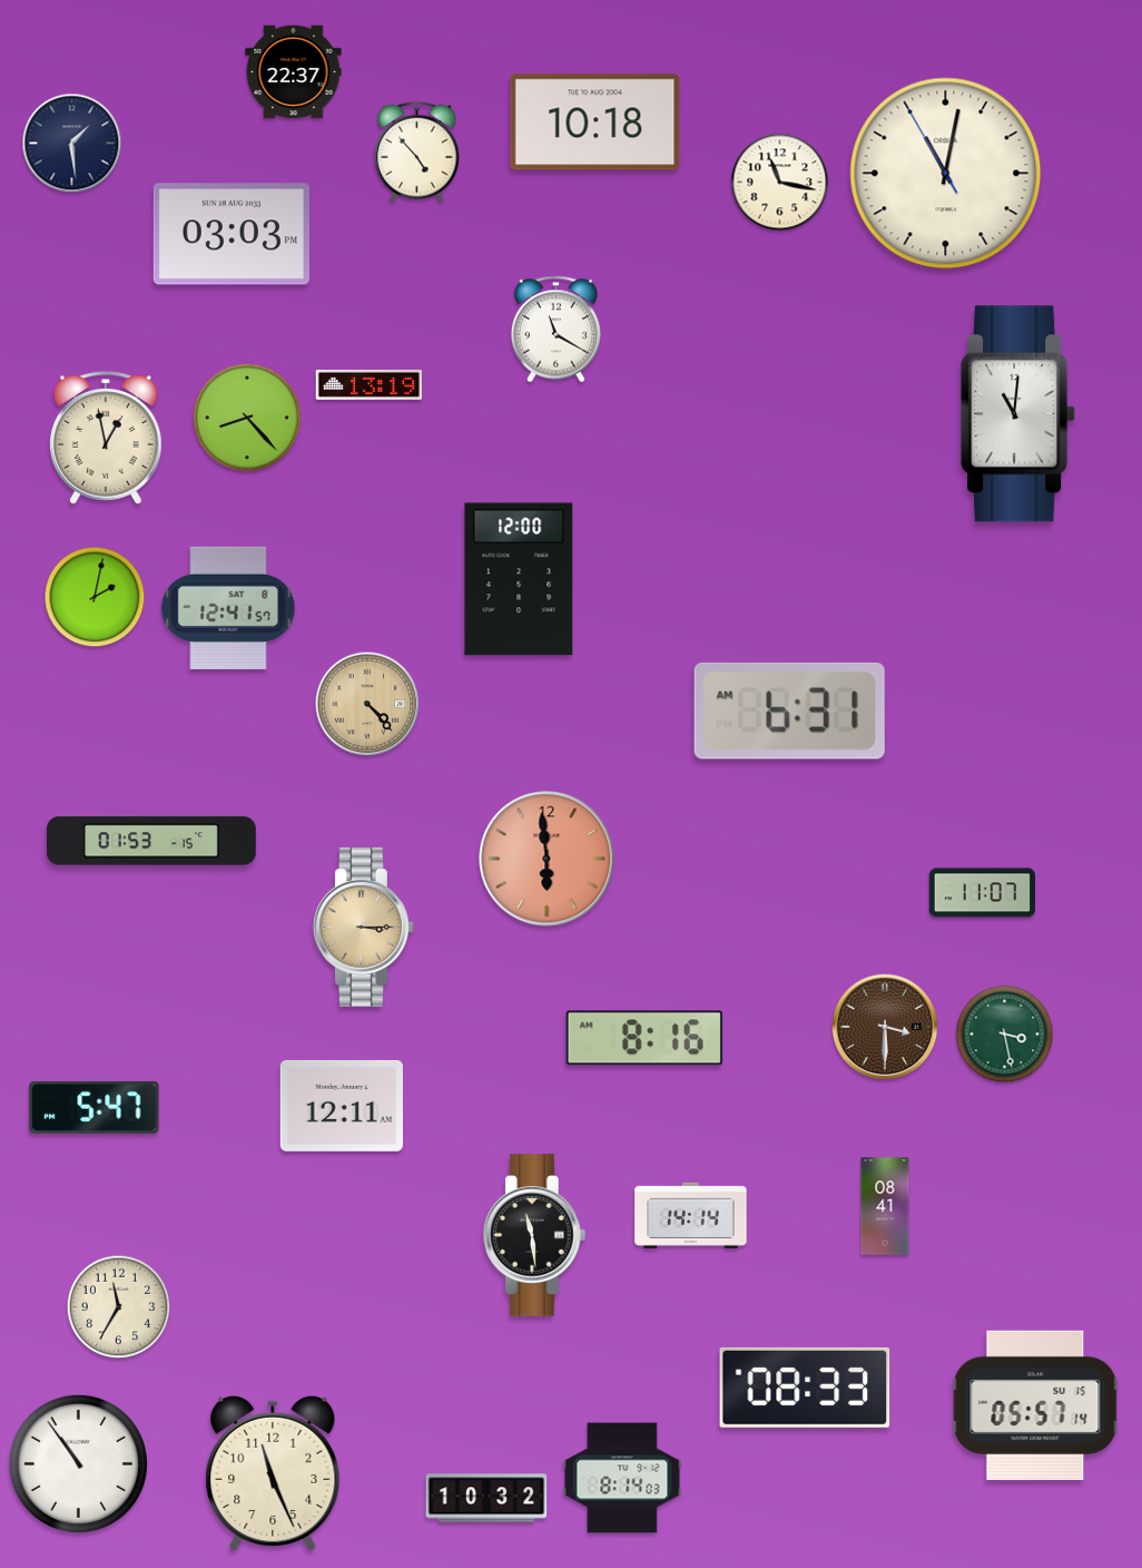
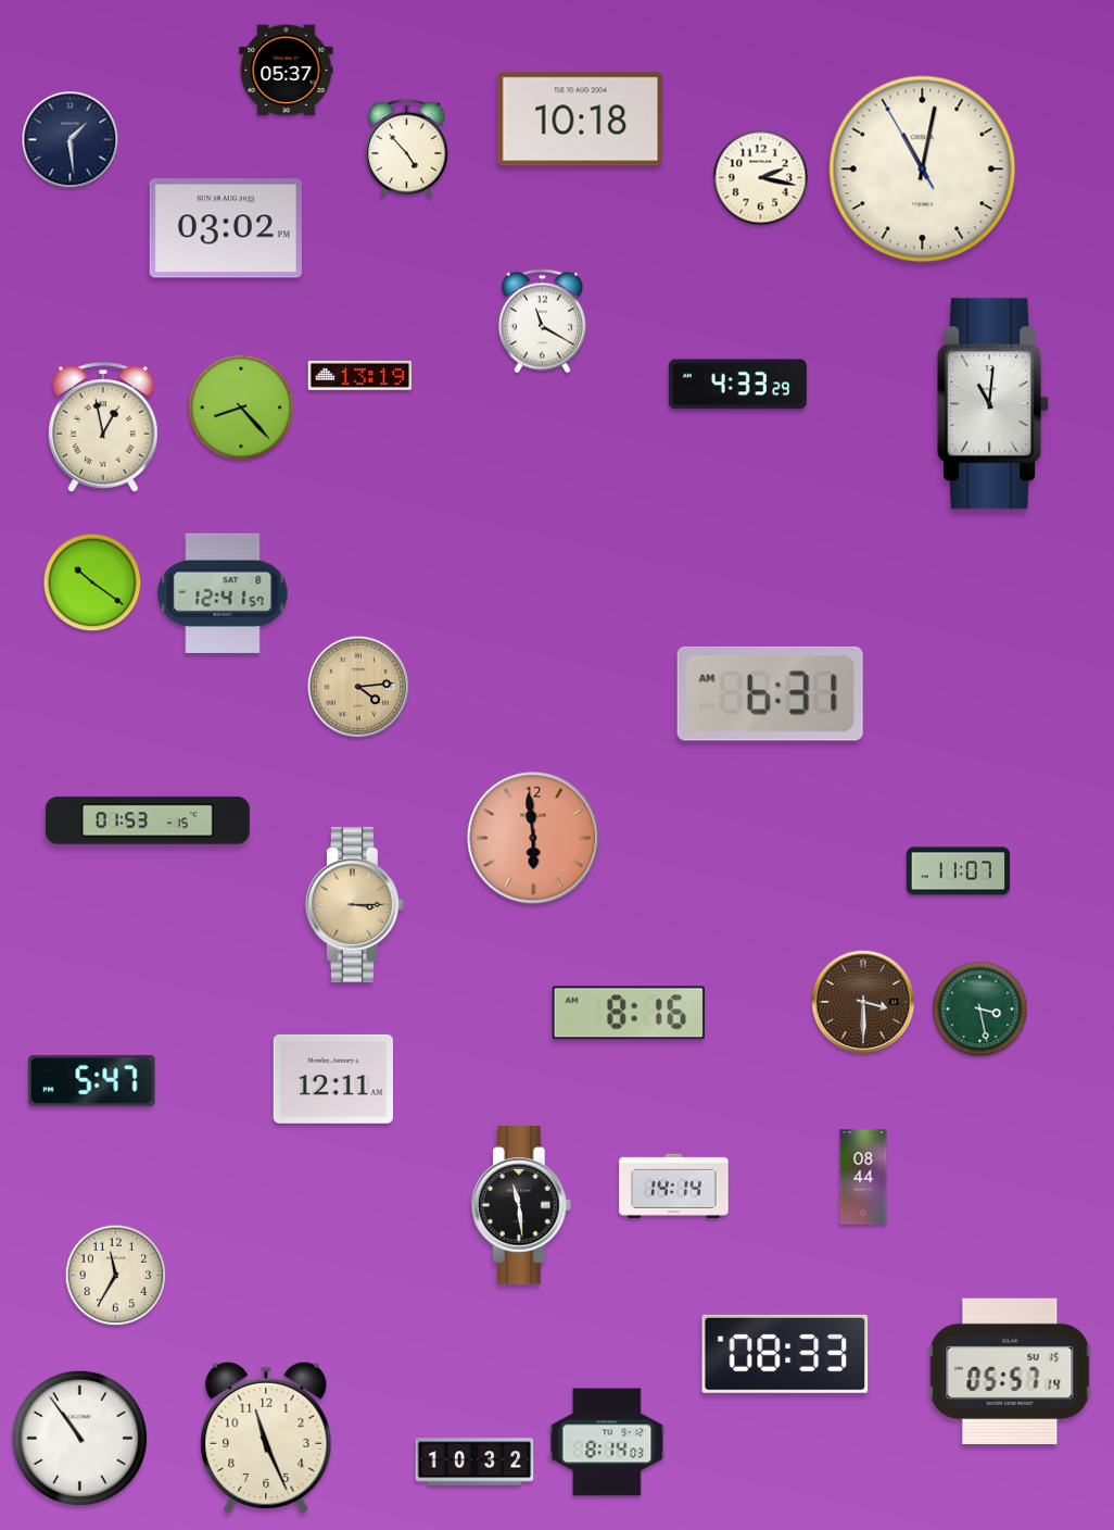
clock at (294, 72): 22:37 -> 05:37
clock at (780, 183): 11:17 -> 2:17
clock at (232, 234): 03:03 -> 03:02
clock at (737, 385): none -> 4:33
clock at (519, 579): 12:00 -> none
clock at (95, 597): 2:02 -> 10:21
clock at (367, 704): 4:23 -> 4:14
clock at (885, 1206): 08:41 -> 08:44
clock at (78, 1463) position: (78, 1463) -> (79, 1438)
